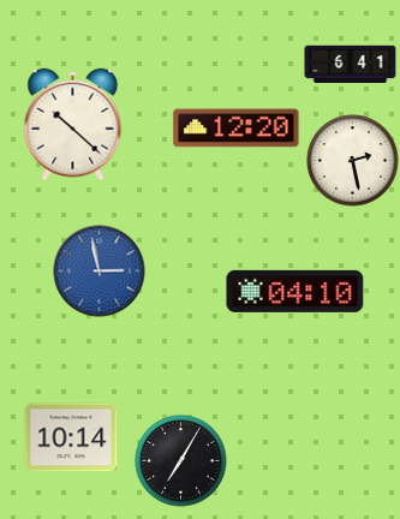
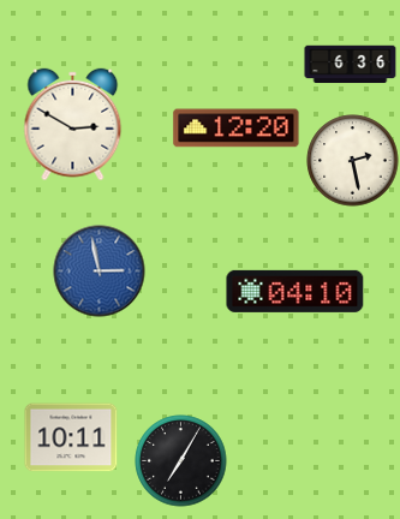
clock at (351, 65): 6:41 -> 6:36
clock at (73, 125): 10:22 -> 2:50
clock at (71, 437): 10:14 -> 10:11
